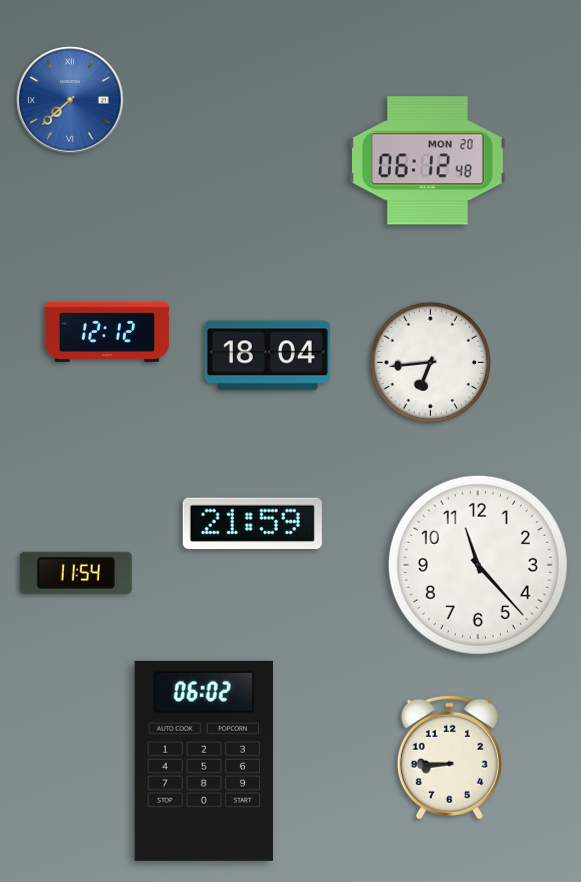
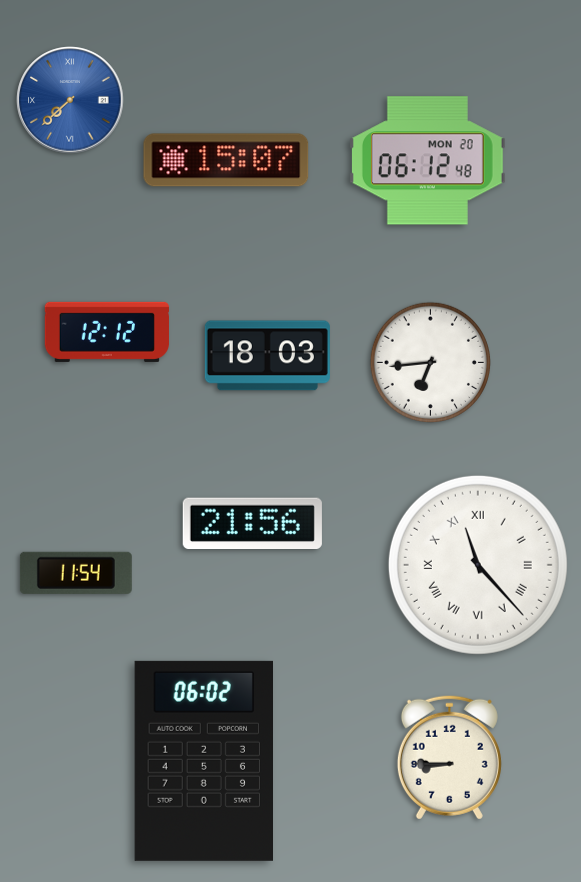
clock at (226, 160): none -> 15:07
clock at (267, 356): 18:04 -> 18:03
clock at (252, 524): 21:59 -> 21:56
clock at (478, 565) numerals: Arabic -> Roman
